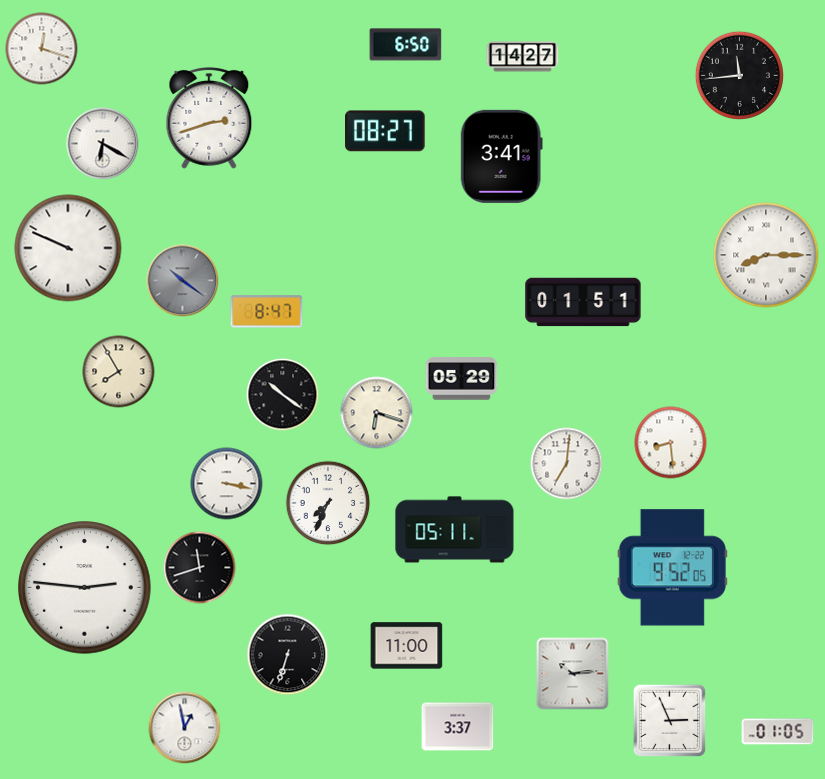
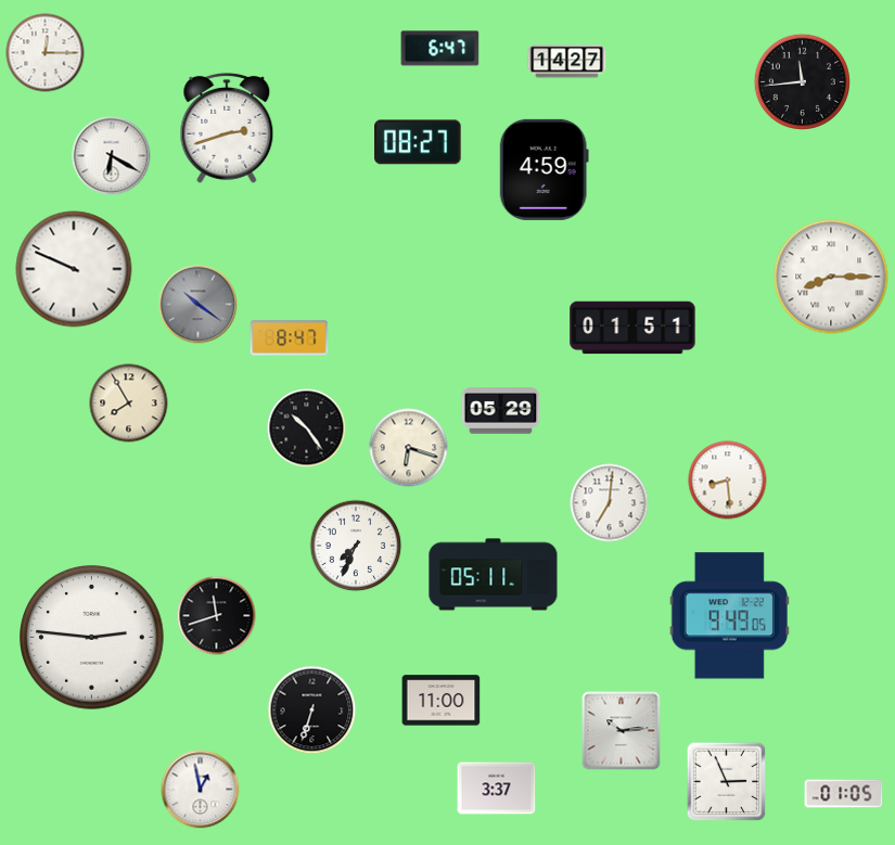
clock at (406, 45): 6:50 -> 6:47
clock at (42, 49): 12:18 -> 12:15
clock at (501, 156): 3:41 -> 4:59
clock at (283, 395): 10:21 -> 10:24
clock at (567, 464) position: (567, 464) -> (610, 503)
clock at (227, 484): 3:17 -> none
clock at (672, 568): 9:52 -> 9:49
